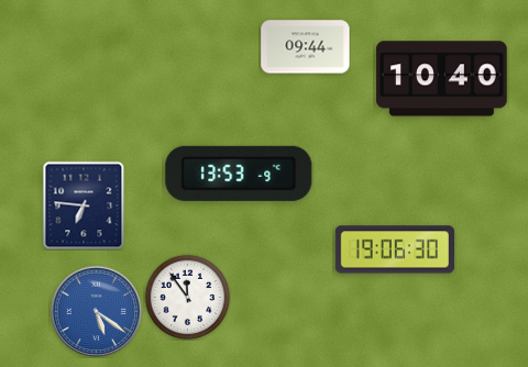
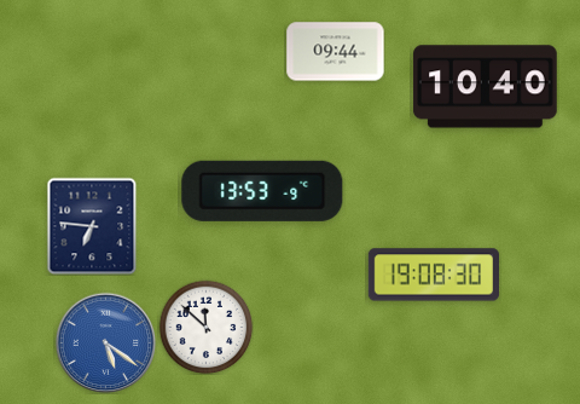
clock at (394, 249): 19:06 -> 19:08
clock at (187, 297): 11:54 -> 11:52
